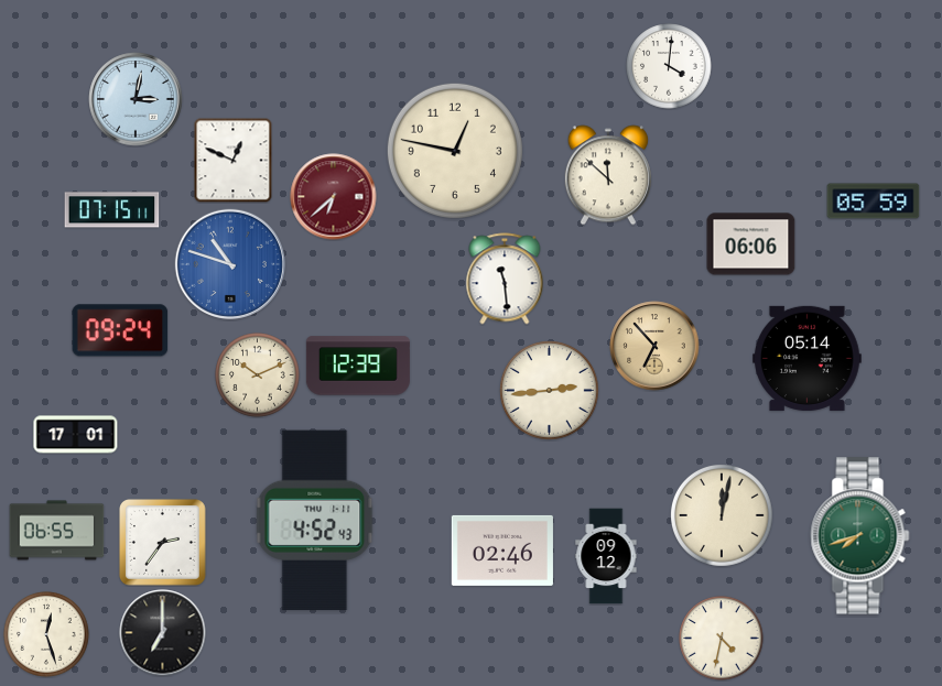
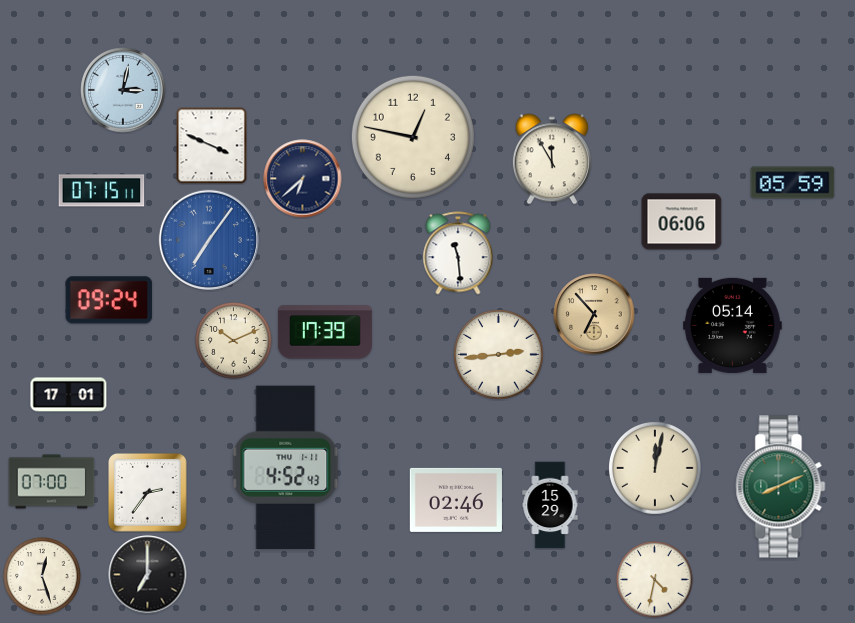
clock at (669, 66): 4:01 -> none
clock at (234, 160): 12:49 -> 3:49
clock at (608, 175): 11:52 -> 11:55
clock at (334, 197) dial: burgundy -> navy
clock at (230, 264): 10:48 -> 7:06
clock at (358, 366): 12:39 -> 17:39
clock at (315, 520) position: (315, 520) -> (286, 467)
clock at (57, 531): 06:55 -> 07:00
clock at (860, 536): 7:42 -> 8:11
clock at (606, 556): 09:12 -> 15:29
